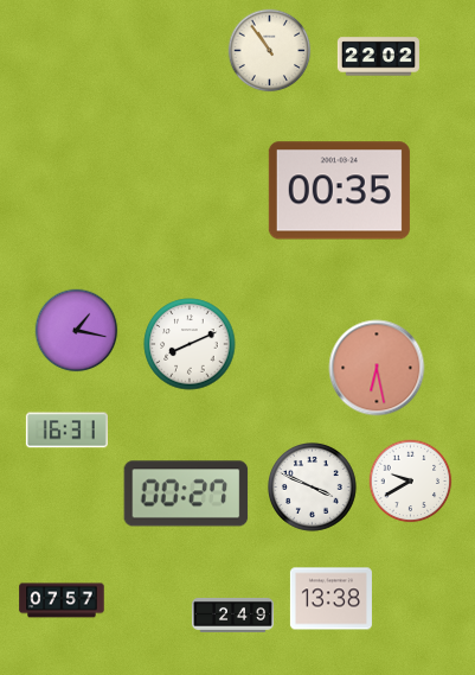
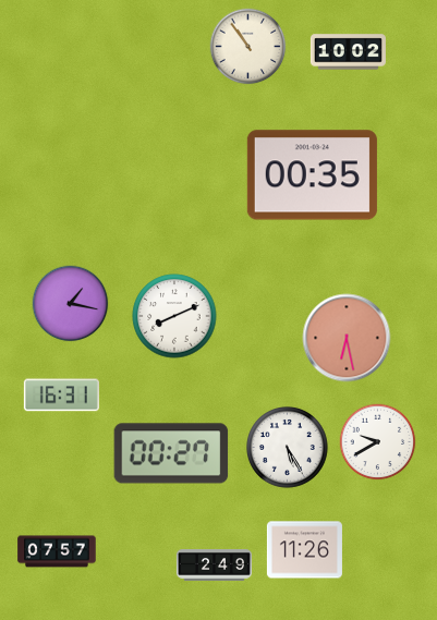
clock at (378, 57): 22:02 -> 10:02
clock at (313, 488): 3:49 -> 5:25
clock at (330, 599): 13:38 -> 11:26
